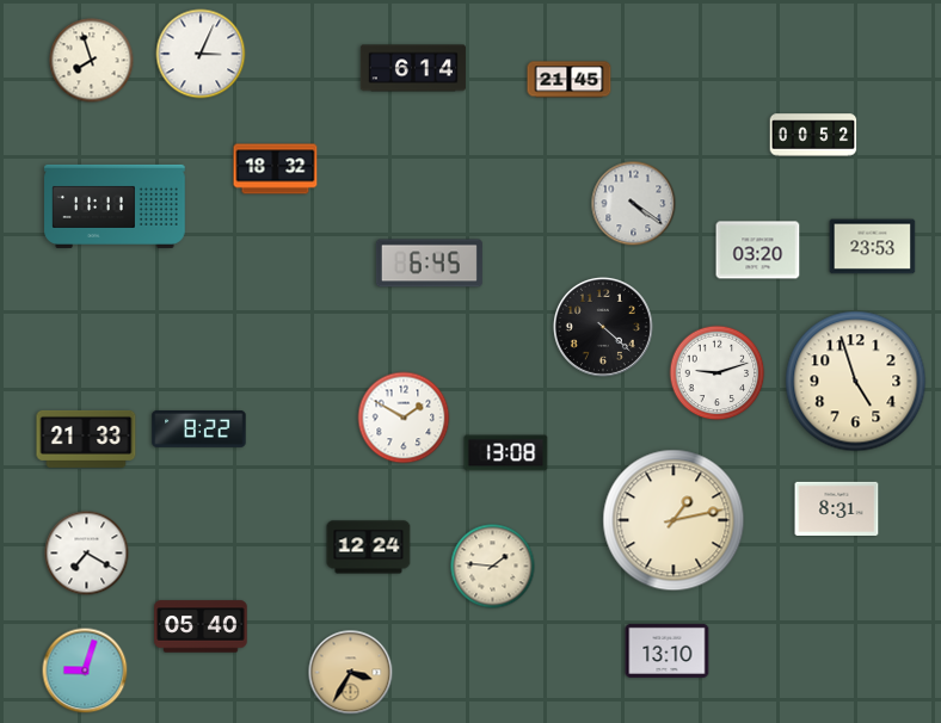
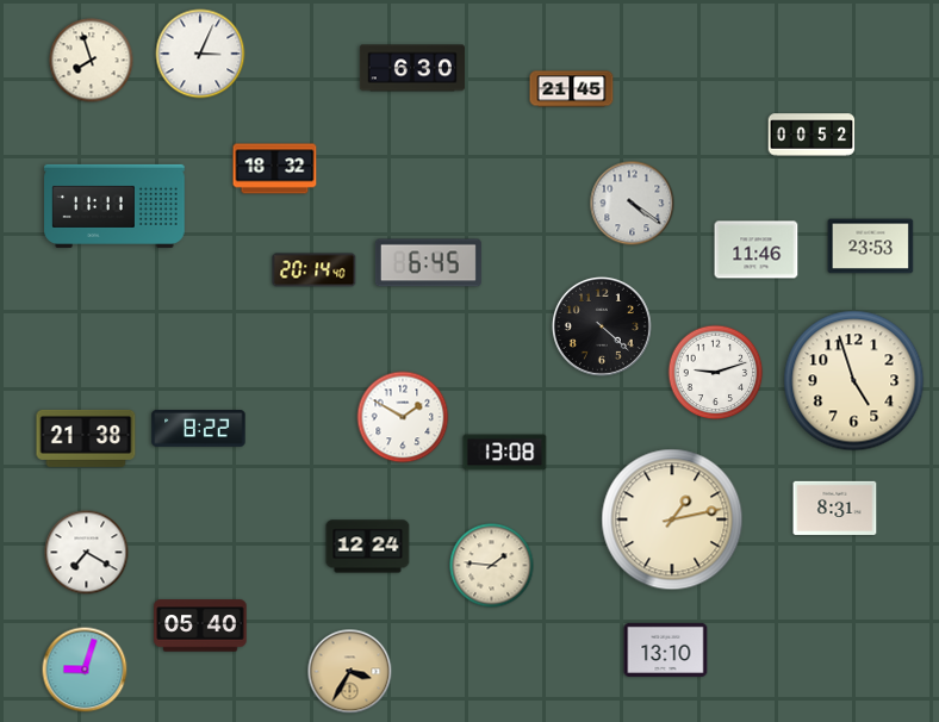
clock at (413, 68): 6:14 -> 6:30
clock at (570, 80) position: (570, 80) -> (572, 89)
clock at (758, 251): 03:20 -> 11:46
clock at (315, 270): none -> 20:14
clock at (86, 439): 21:33 -> 21:38
